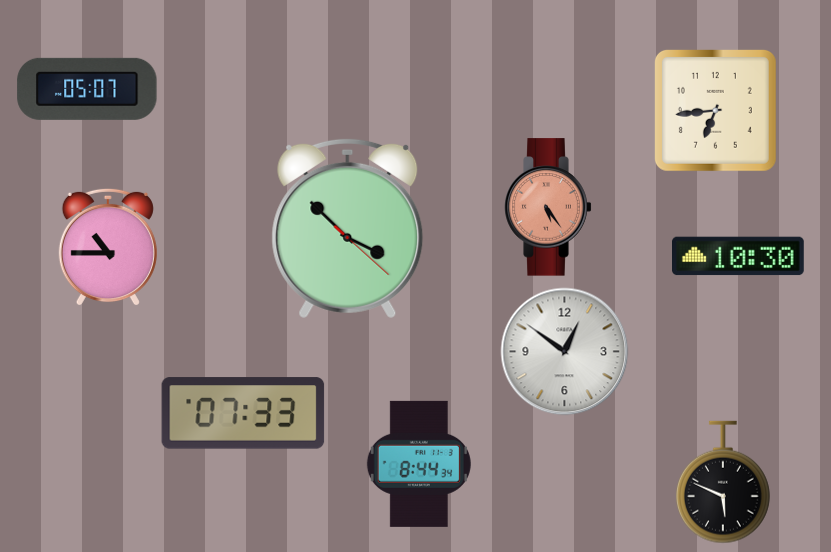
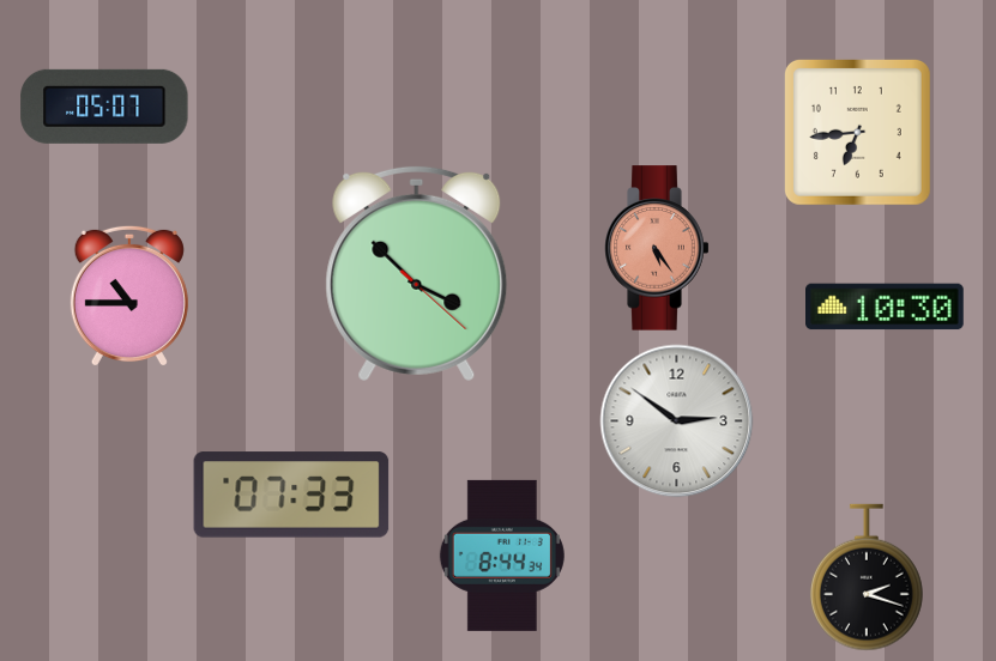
clock at (565, 352): 12:51 -> 2:51
clock at (723, 482): 5:49 -> 2:18
